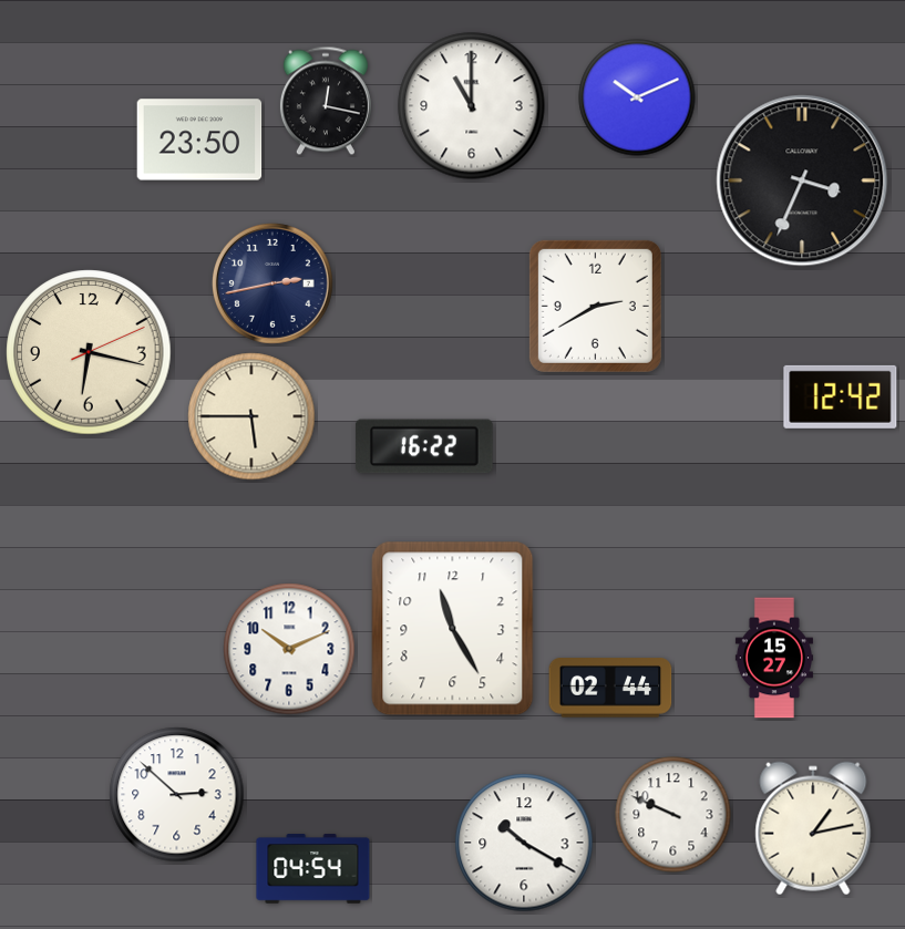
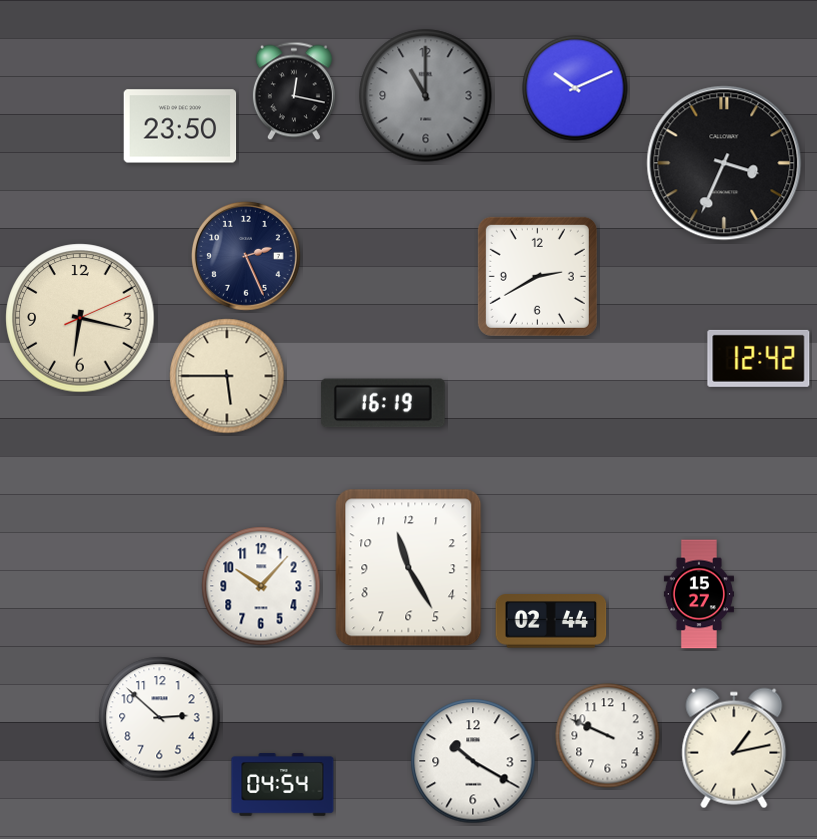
clock at (472, 106) dial: white -> grey
clock at (272, 283): 2:43 -> 2:26
clock at (424, 446): 16:22 -> 16:19
clock at (289, 649): 10:11 -> 10:07
